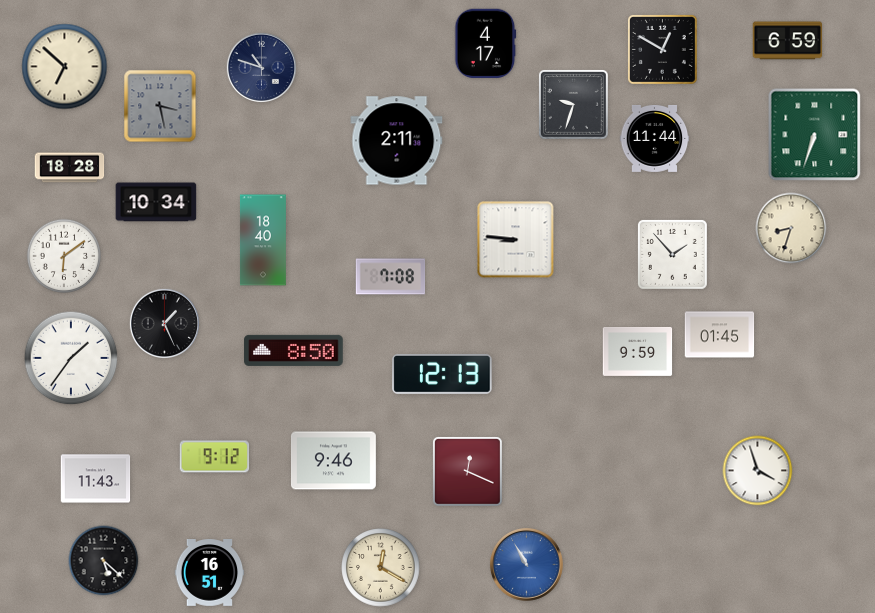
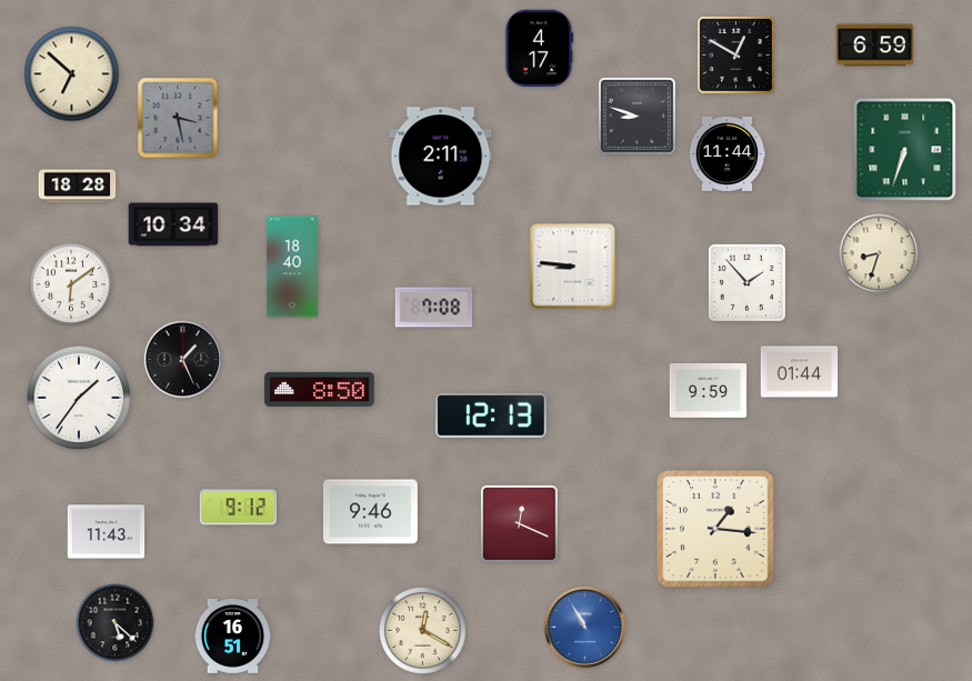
clock at (261, 67): 10:48 -> none
clock at (573, 104): 9:33 -> 8:48
clock at (720, 335): 01:45 -> 01:44
clock at (294, 350) position: (294, 350) -> (320, 389)
clock at (758, 471): 3:57 -> none
clock at (715, 529): none -> 1:16
